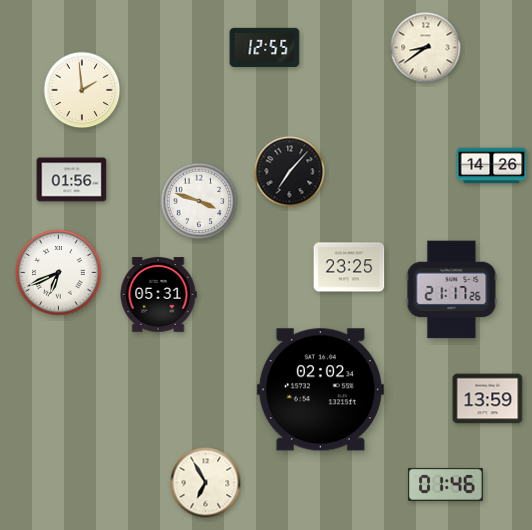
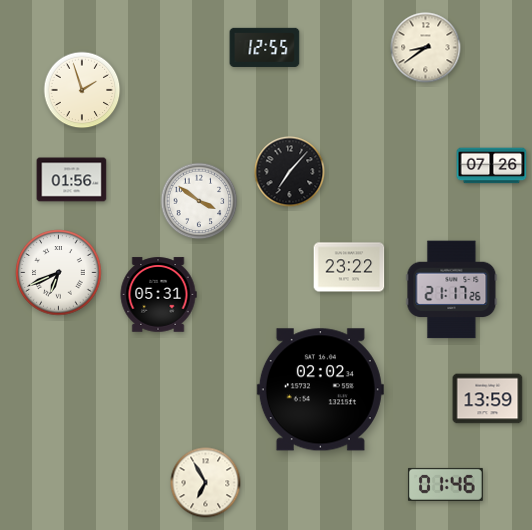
clock at (82, 90): 1:59 -> 1:57
clock at (492, 166): 14:26 -> 07:26
clock at (199, 201): 3:48 -> 3:51
clock at (349, 267): 23:25 -> 23:22
